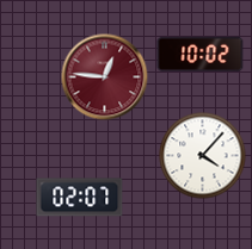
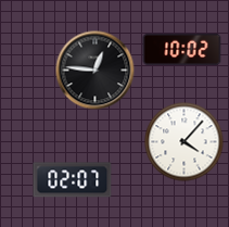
clock at (105, 77) dial: burgundy -> black
